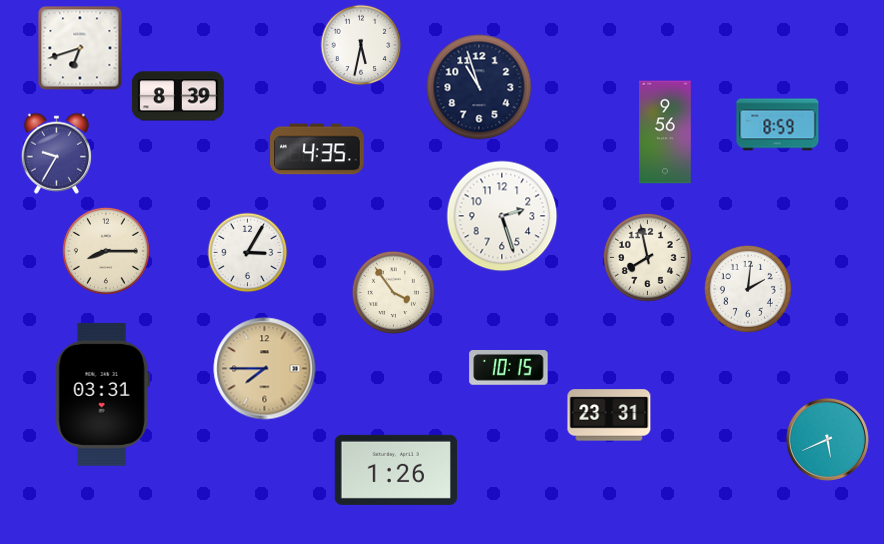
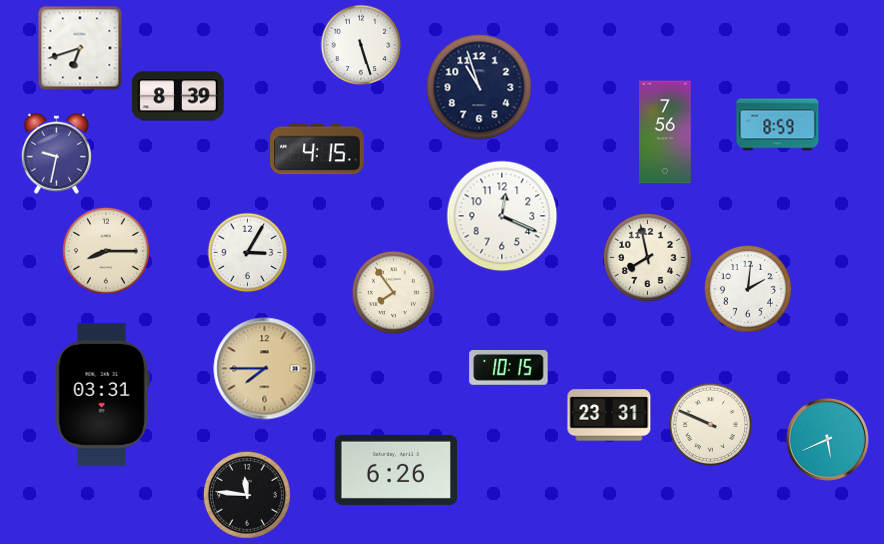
clock at (361, 45): 5:32 -> 5:27
clock at (665, 132): 9:56 -> 7:56
clock at (317, 149): 4:35 -> 4:15
clock at (56, 153): 9:35 -> 9:32
clock at (502, 216): 2:27 -> 12:19
clock at (393, 292): 3:54 -> 7:54
clock at (710, 424): none -> 9:49
clock at (395, 470): 1:26 -> 6:26
clock at (247, 495): none -> 11:46
